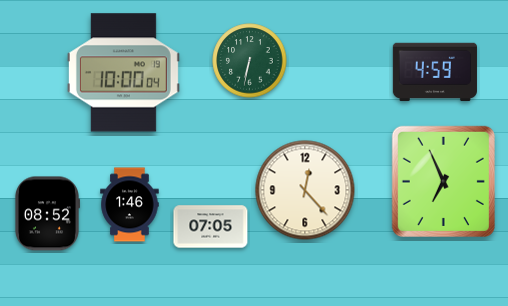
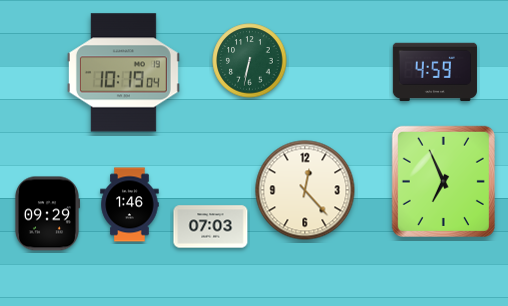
clock at (123, 73): 10:00 -> 10:19
clock at (47, 214): 08:52 -> 09:29
clock at (211, 227): 07:05 -> 07:03
